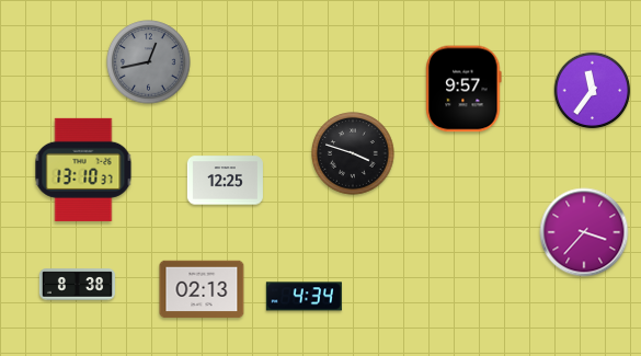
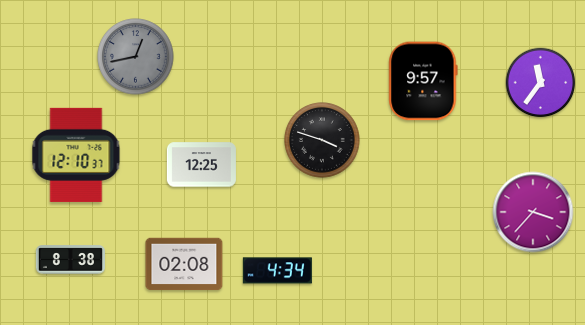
clock at (83, 170): 13:10 -> 12:10
clock at (225, 181) position: (225, 181) -> (201, 165)
clock at (202, 289): 02:13 -> 02:08
